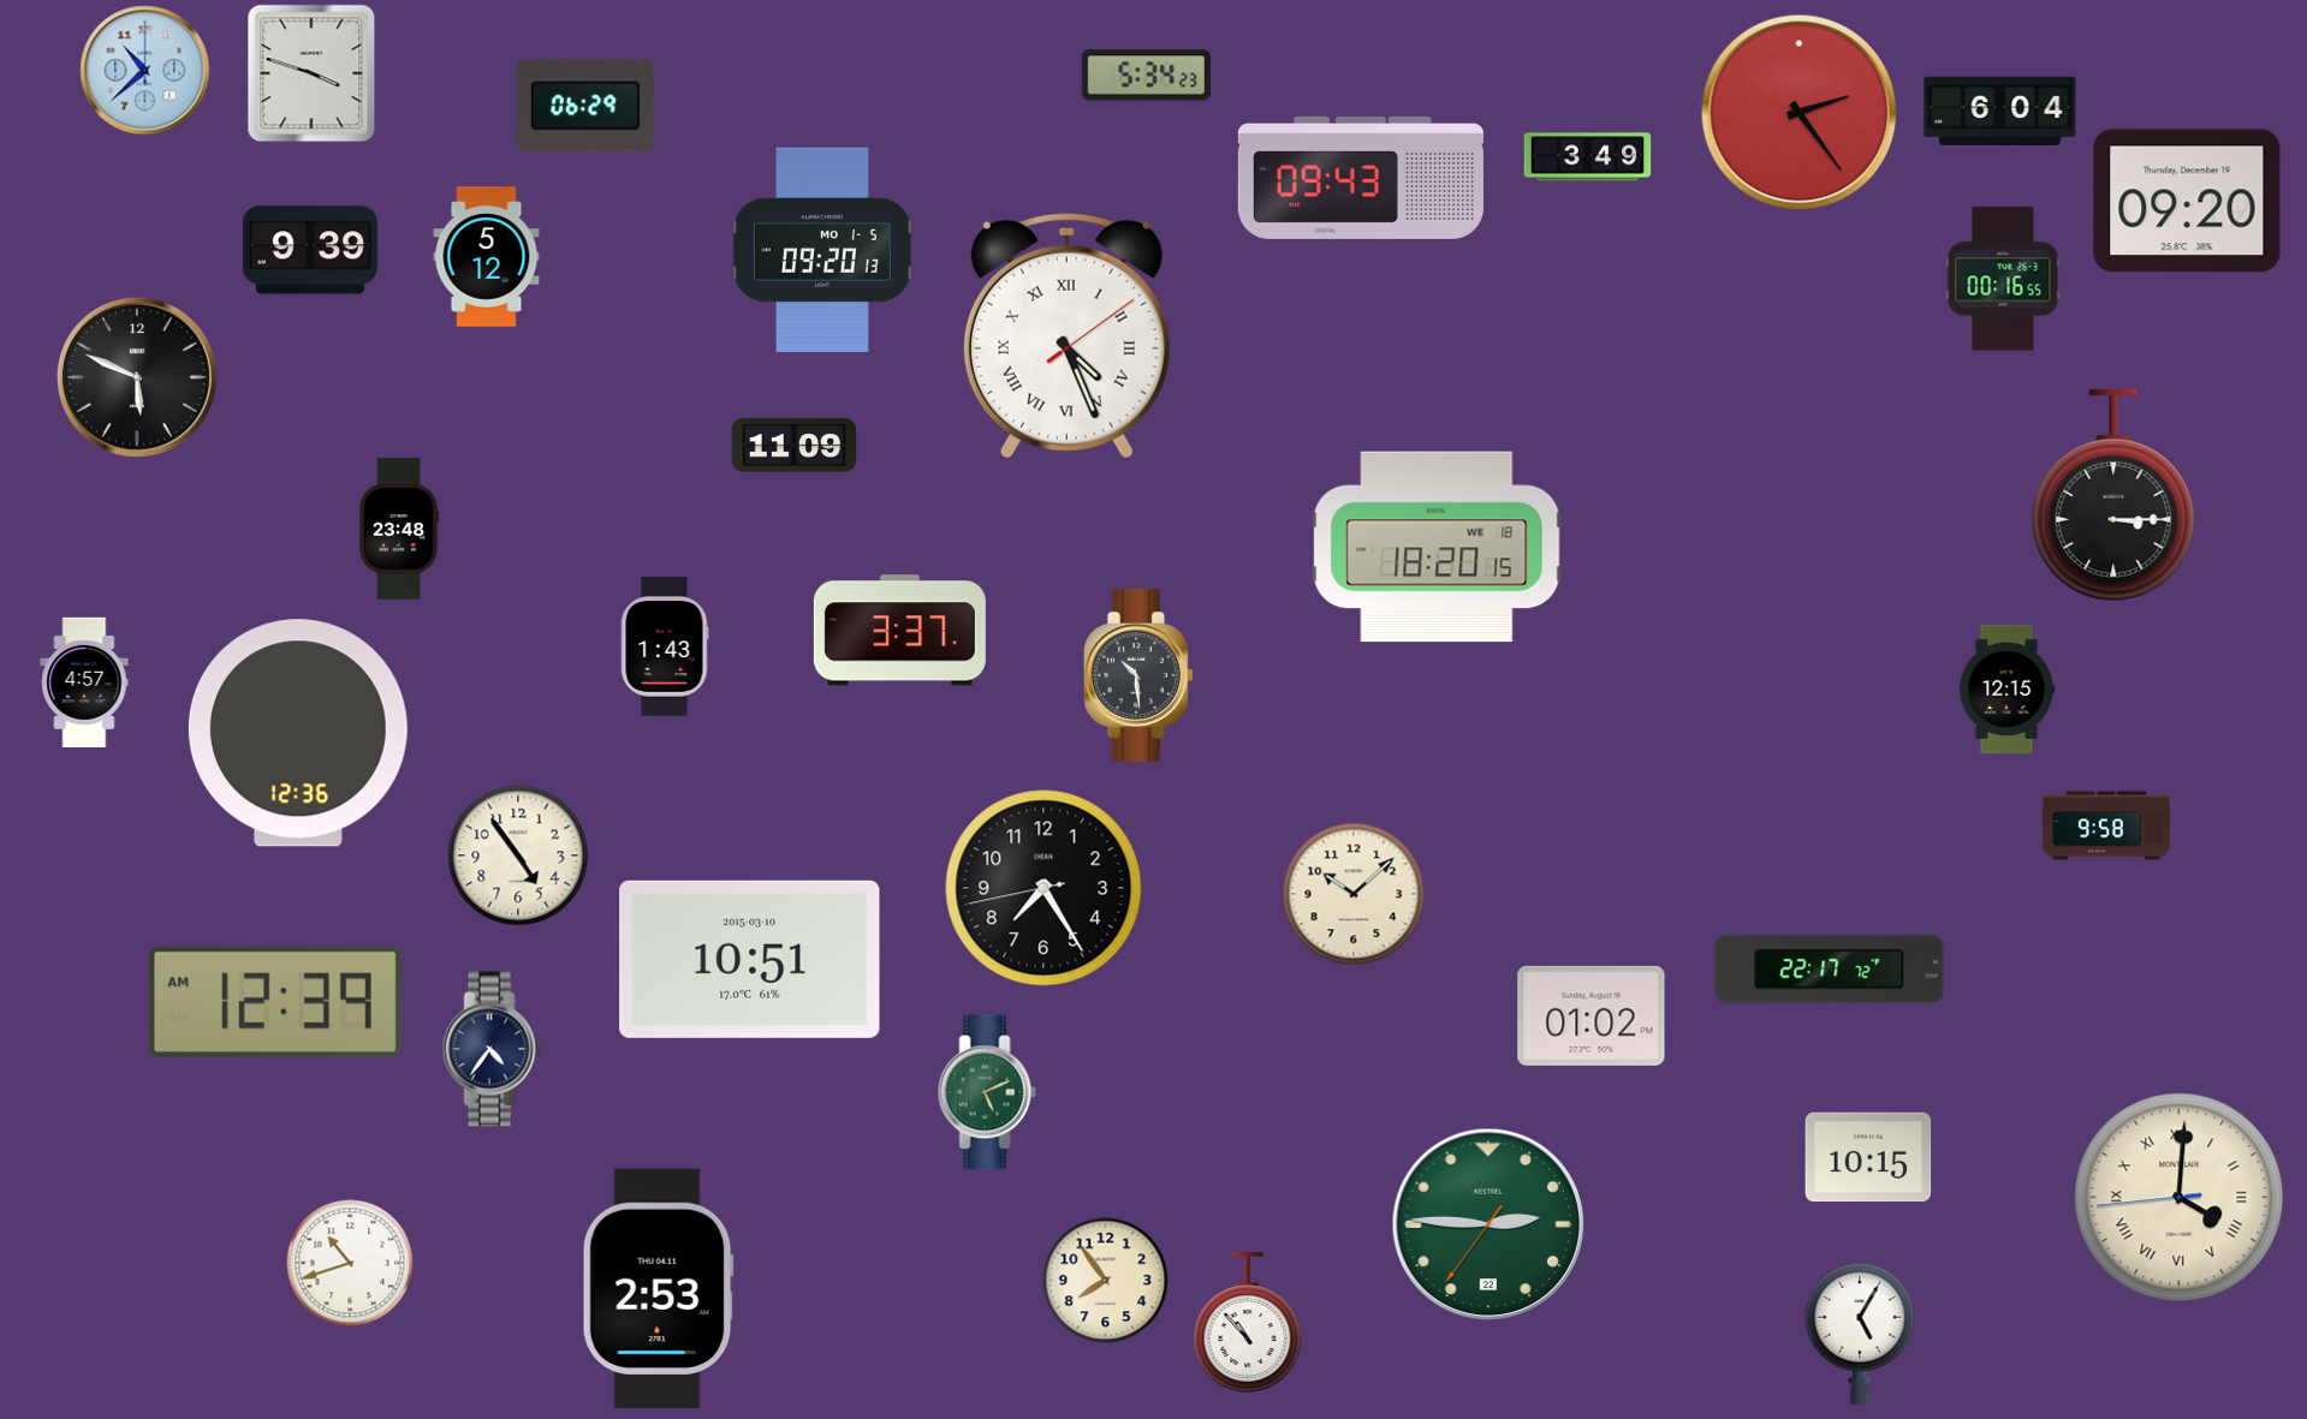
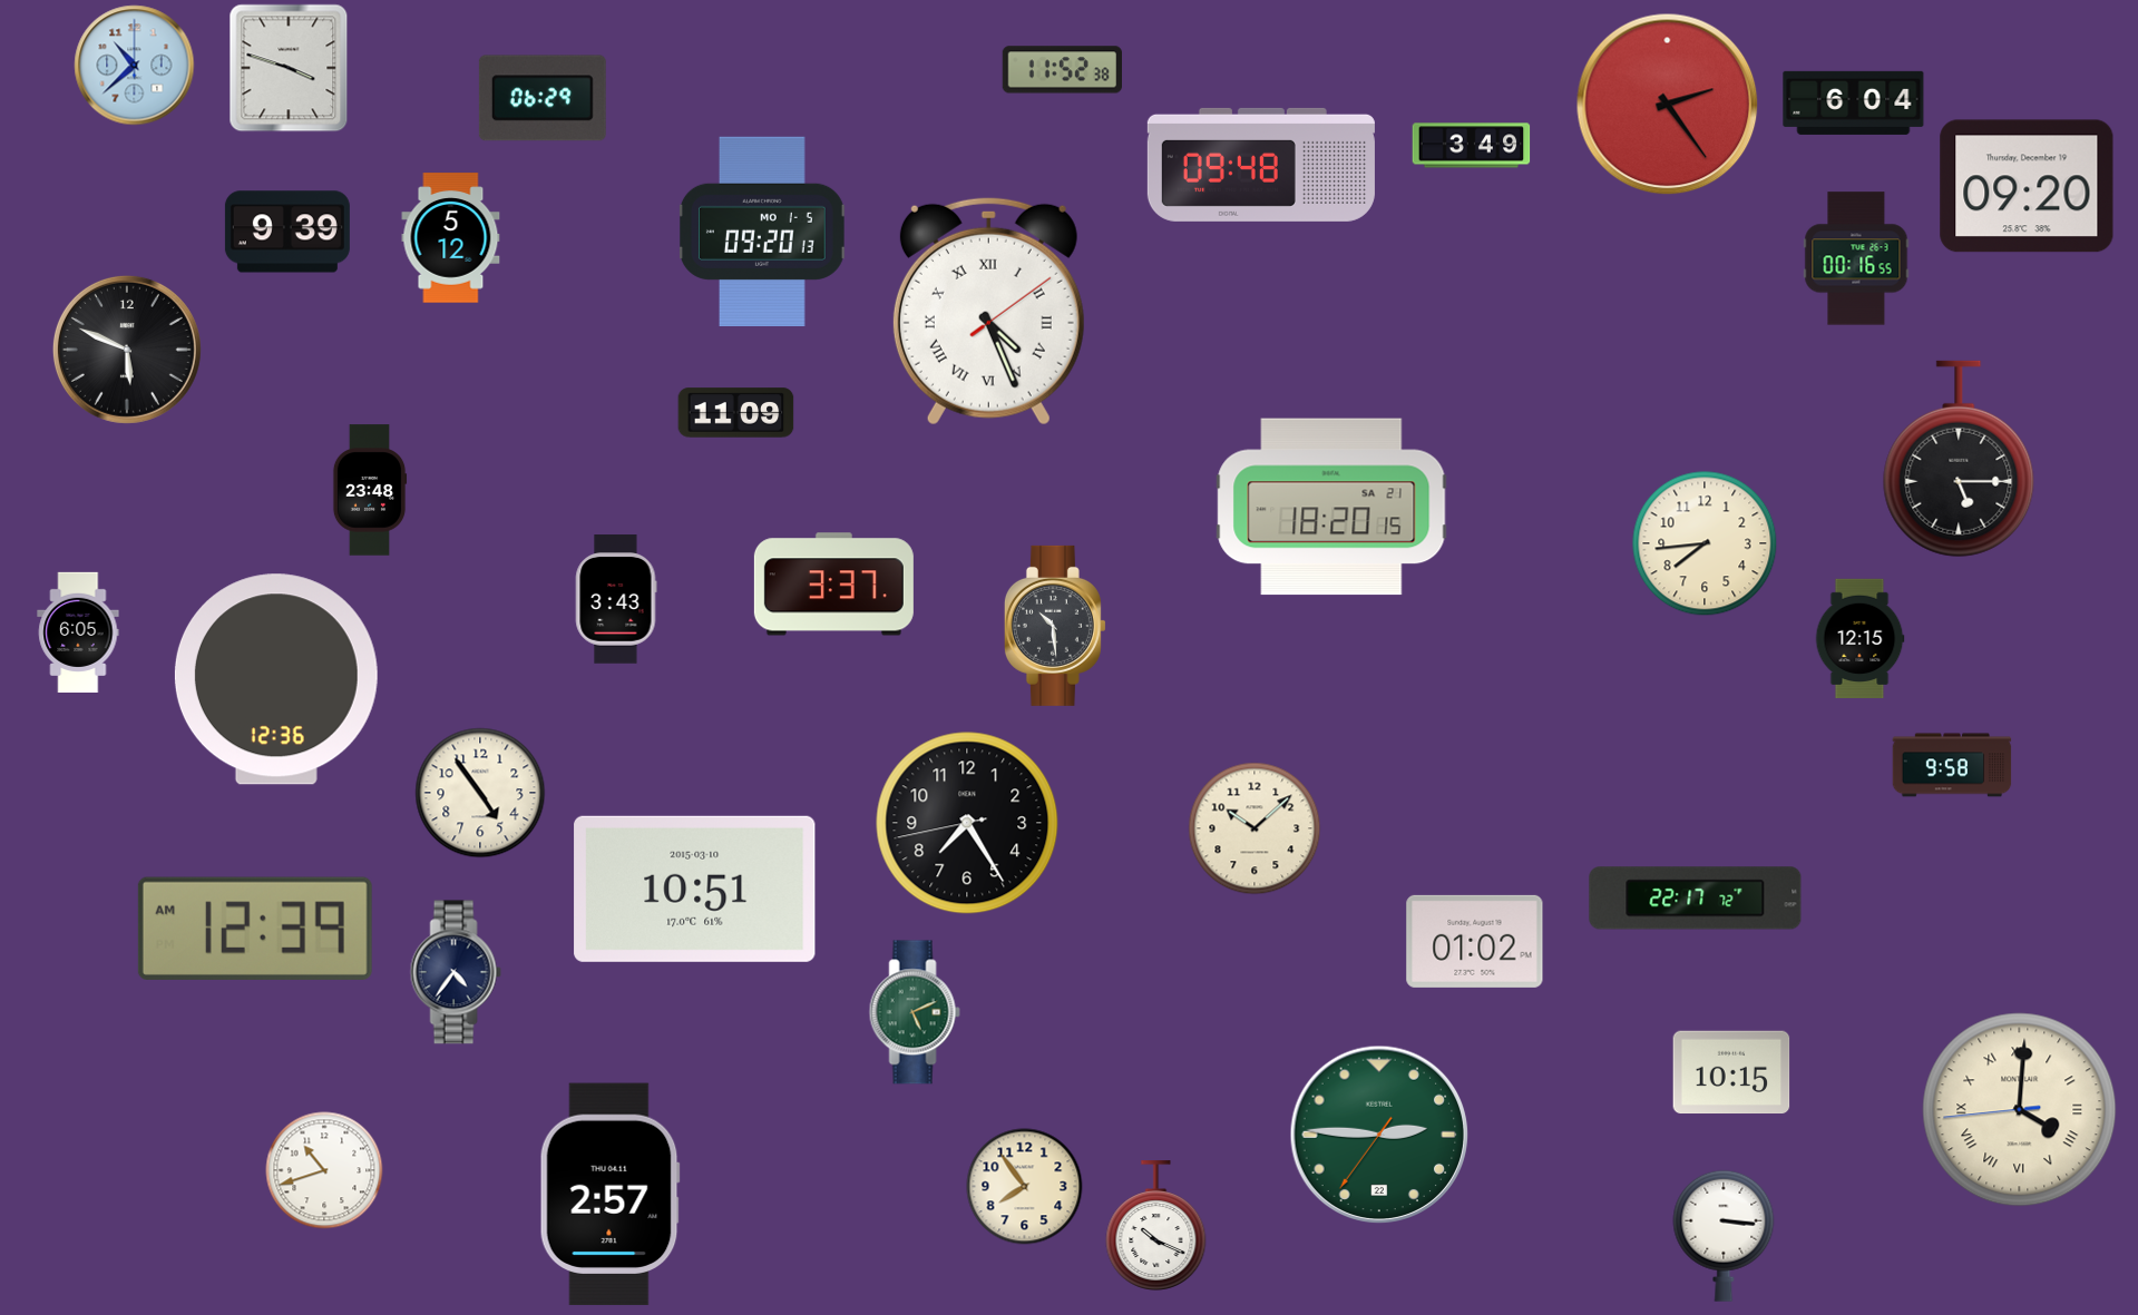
clock at (1146, 76): 5:34 -> 11:52
clock at (1361, 178): 09:43 -> 09:48
clock at (2113, 495): 3:15 -> 5:15
clock at (1437, 547) date: WE 18 -> SA 21
clock at (1705, 543): none -> 7:44
clock at (665, 646): 1:43 -> 3:43
clock at (84, 681): 4:57 -> 6:05
clock at (658, 1289): 2:53 -> 2:57
clock at (1248, 1323): 10:53 -> 10:19
clock at (1860, 1334): 5:05 -> 3:16
